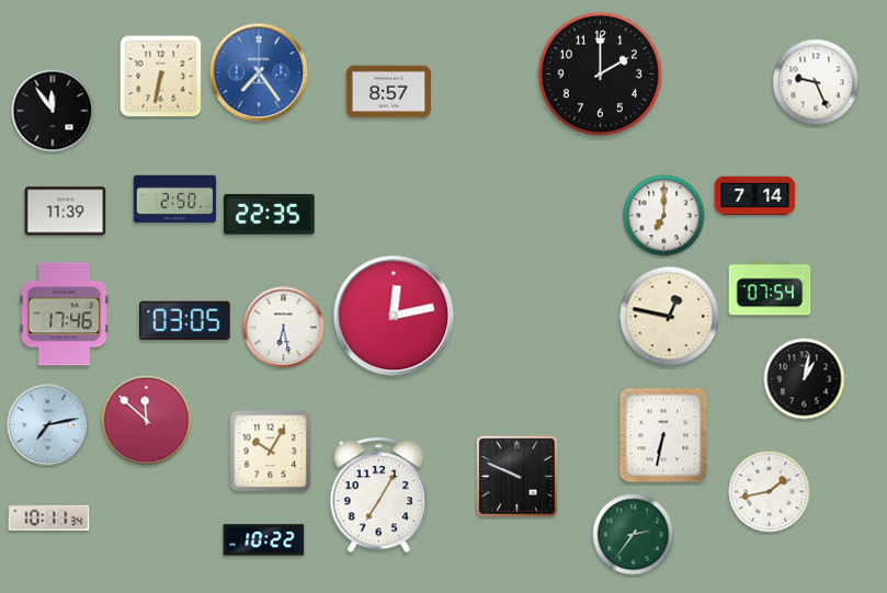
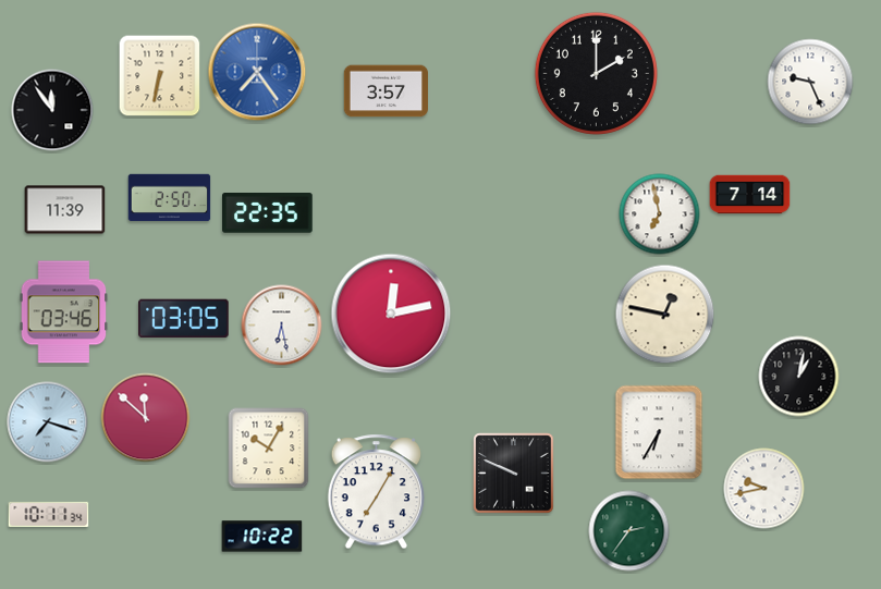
clock at (388, 92): 8:57 -> 3:57
clock at (175, 199) position: (175, 199) -> (170, 198)
clock at (664, 216): 7:00 -> 6:58
clock at (770, 288): 07:54 -> none
clock at (65, 315): 17:46 -> 03:46
clock at (48, 425): 7:13 -> 7:18
clock at (663, 435): 6:32 -> 6:35
clock at (770, 492): 1:43 -> 9:43
